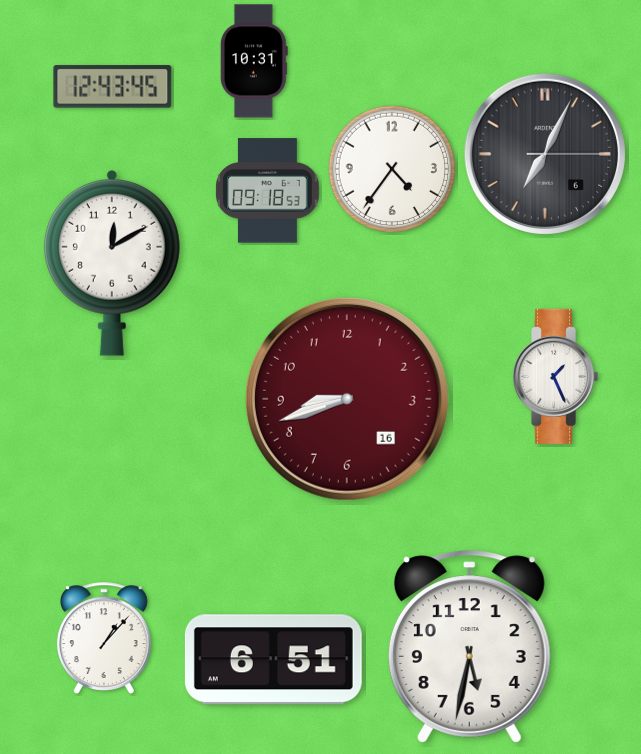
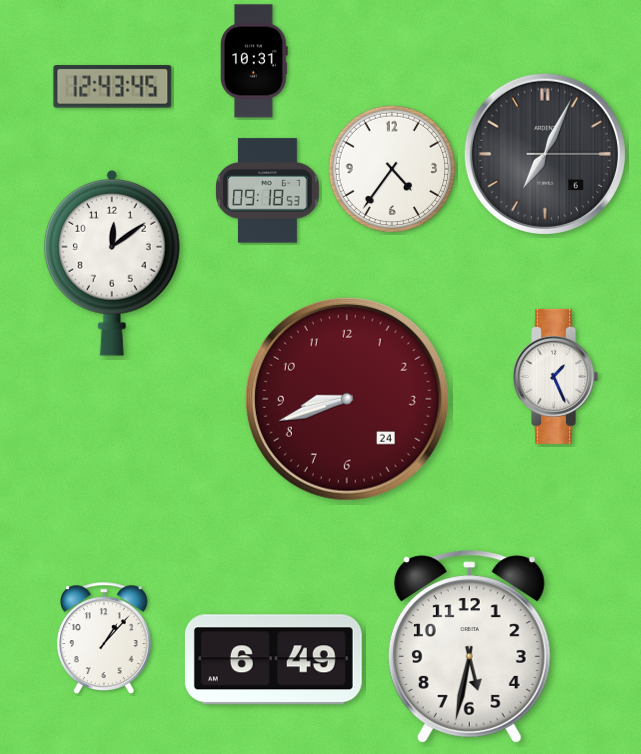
clock at (112, 263): 12:10 -> 12:09
clock at (347, 399) date: 16 -> 24
clock at (273, 660): 6:51 -> 6:49
